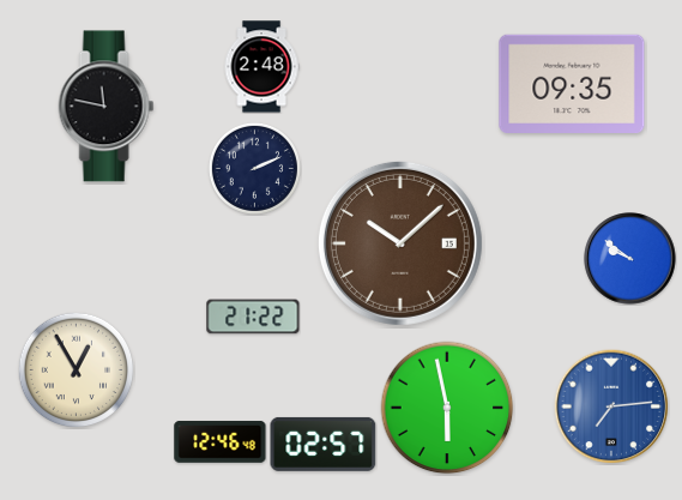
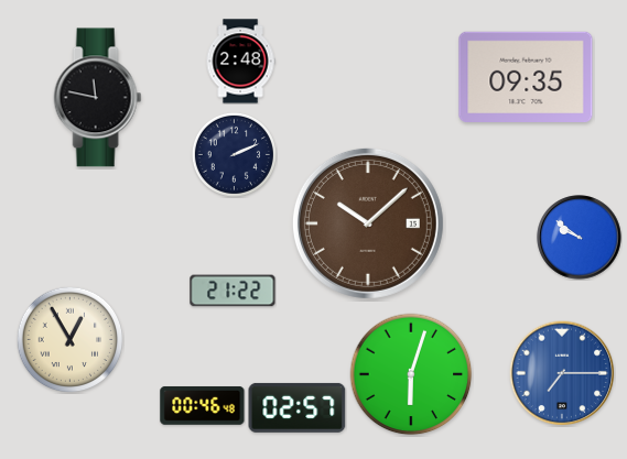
clock at (611, 406): 7:14 -> 7:15
clock at (447, 408): 5:58 -> 6:03
clock at (221, 441): 12:46 -> 00:46
